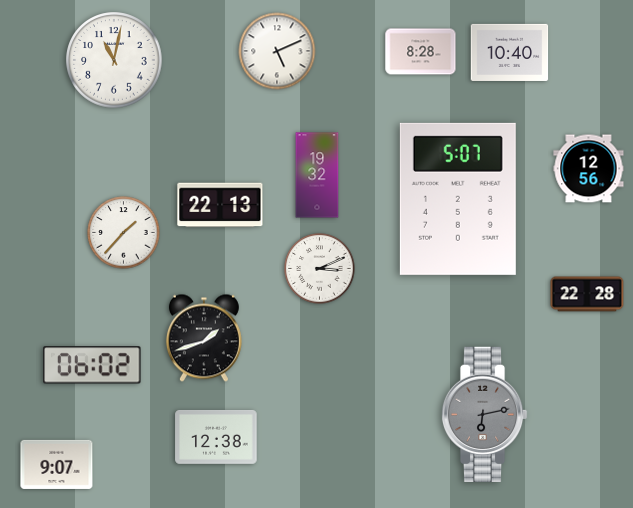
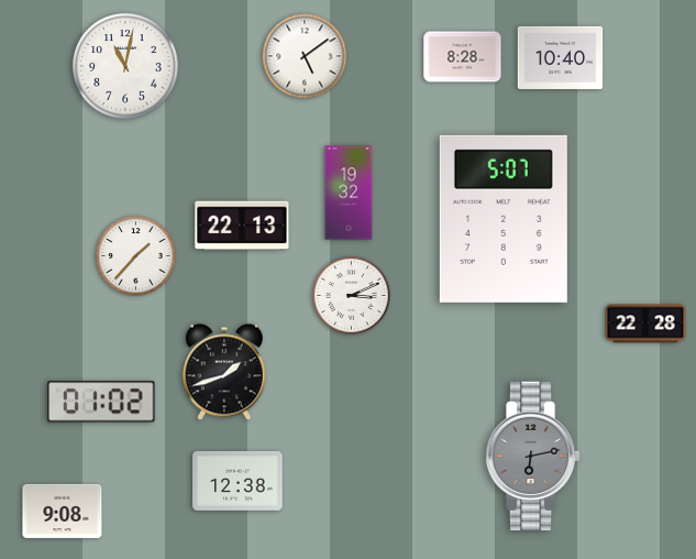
clock at (277, 51): 5:11 -> 5:09
clock at (589, 169): 12:56 -> none
clock at (92, 365): 06:02 -> 01:02
clock at (57, 464): 9:07 -> 9:08
